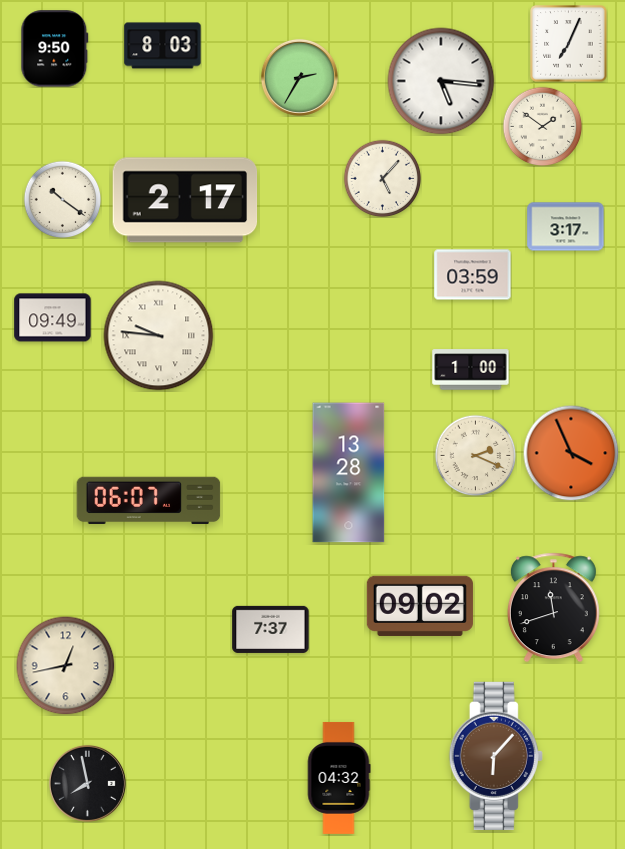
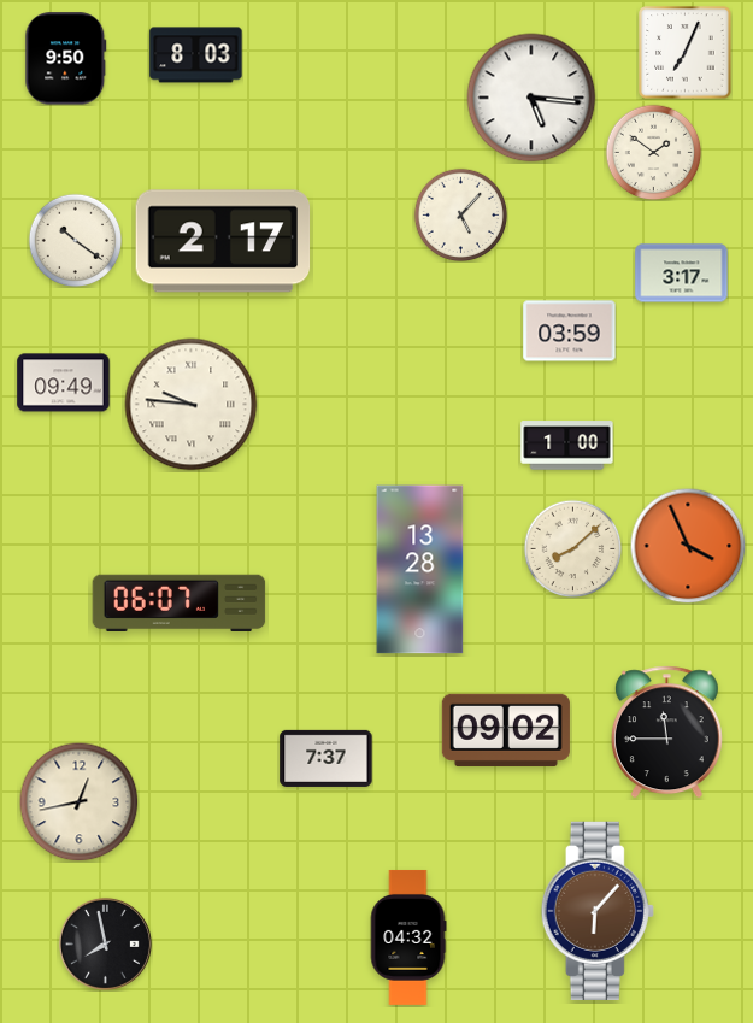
clock at (299, 77): 2:35 -> none
clock at (475, 455): 2:19 -> 8:08
clock at (553, 608): 11:42 -> 11:45
